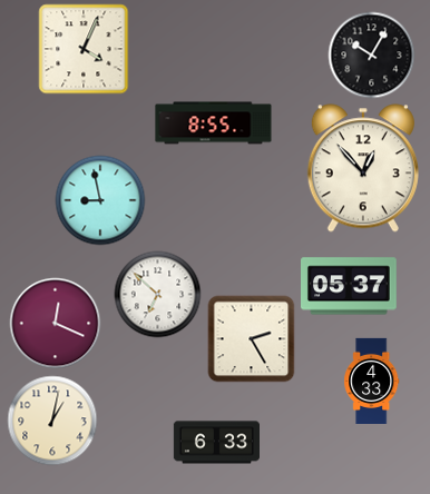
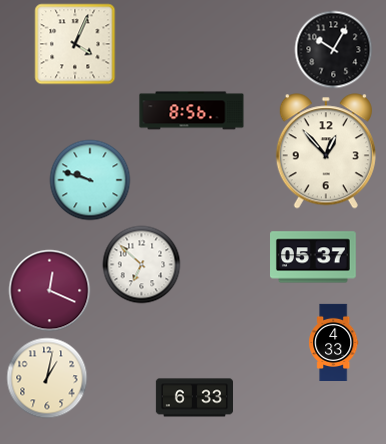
clock at (214, 123): 8:55 -> 8:56
clock at (100, 200): 8:58 -> 9:48
clock at (251, 338): 2:25 -> none
